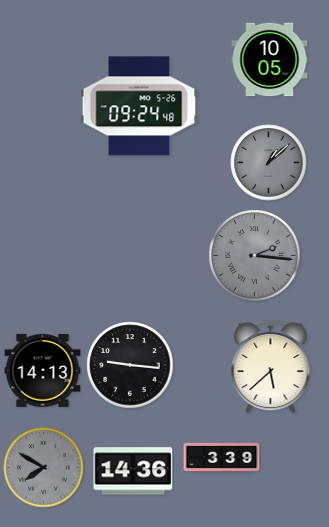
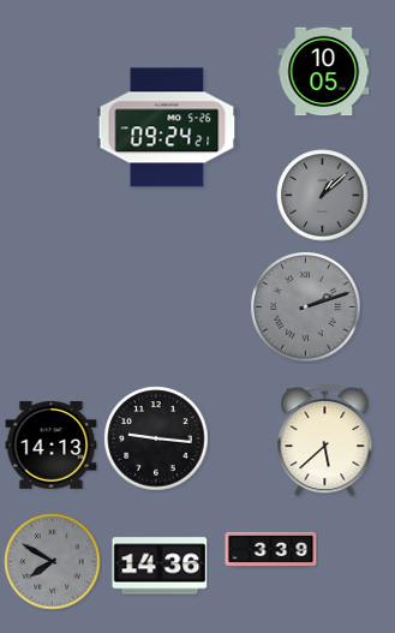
clock at (139, 106): 09:24:48 -> 09:24:21
clock at (255, 256): 2:16 -> 2:12
clock at (222, 457) position: (222, 457) -> (271, 549)
